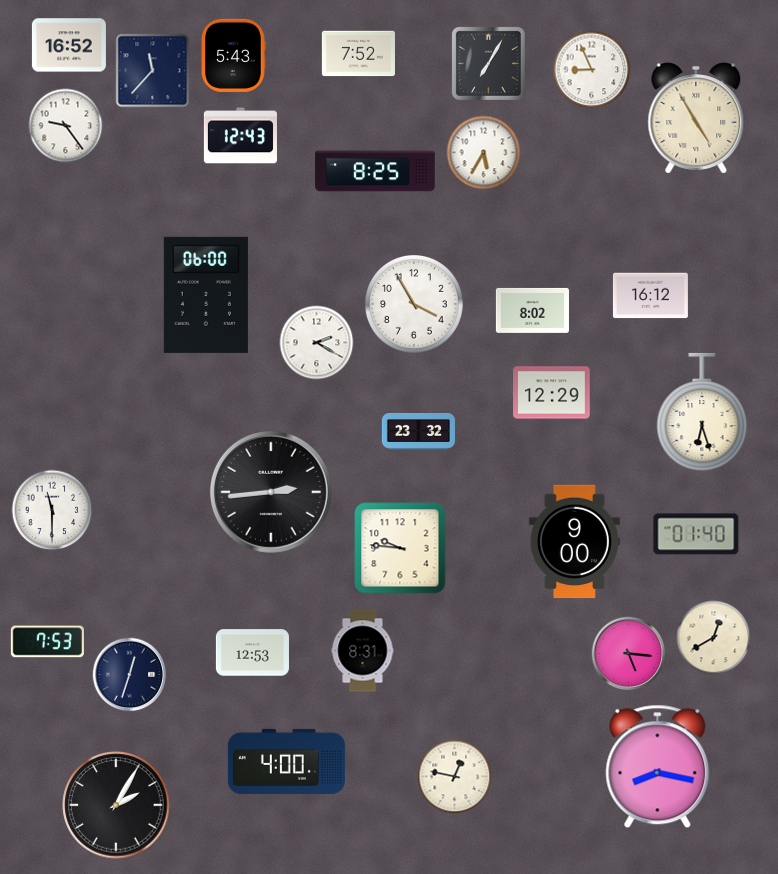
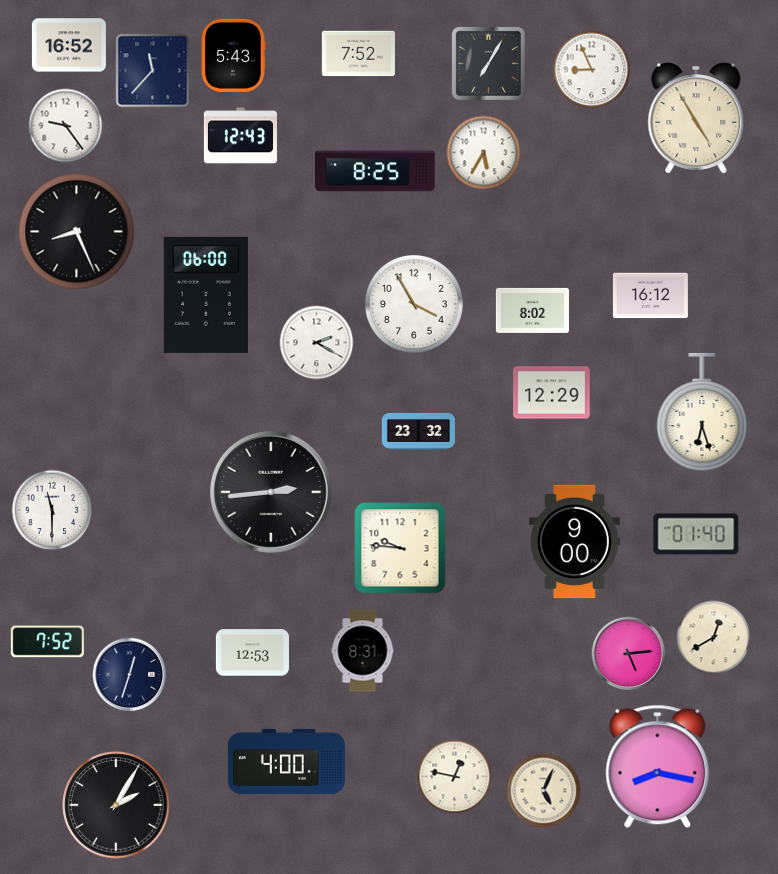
clock at (77, 232): none -> 8:26
clock at (47, 642): 7:53 -> 7:52
clock at (629, 654): 5:16 -> 5:14
clock at (544, 791): none -> 5:04
